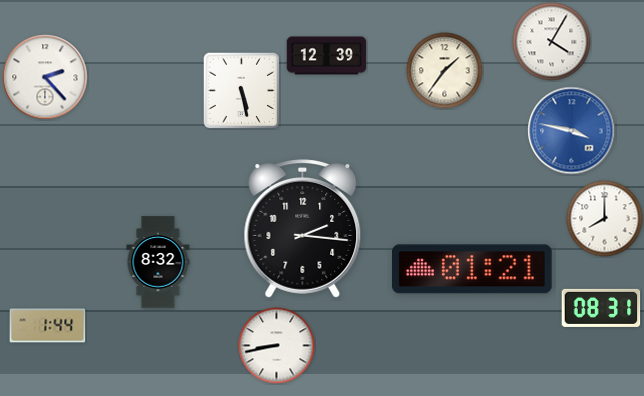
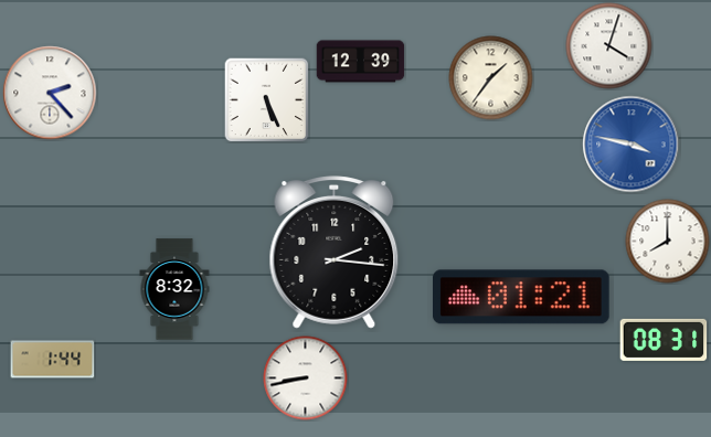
clock at (552, 42): 4:05 -> 4:03
clock at (45, 77) position: (45, 77) -> (50, 93)
clock at (241, 90): 5:28 -> 5:26
clock at (277, 346) position: (277, 346) -> (306, 379)
